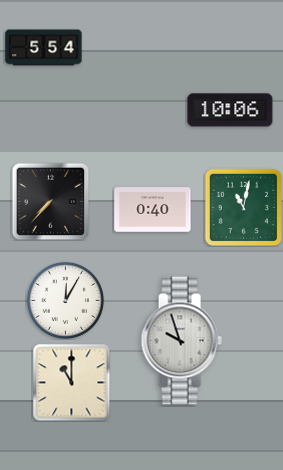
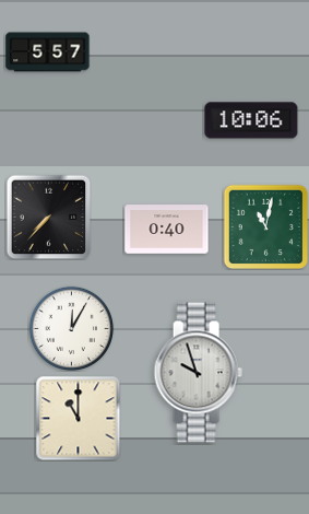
clock at (44, 48): 5:54 -> 5:57
clock at (50, 201) position: (50, 201) -> (48, 217)
